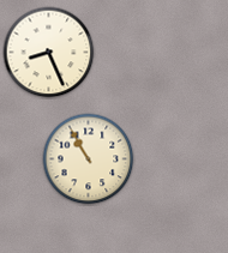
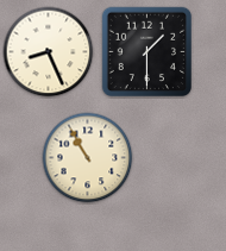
clock at (147, 52): none -> 1:30
